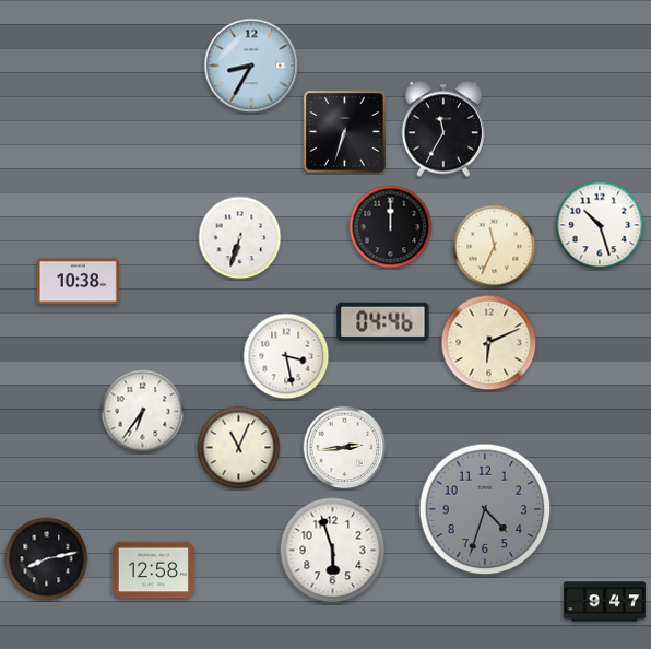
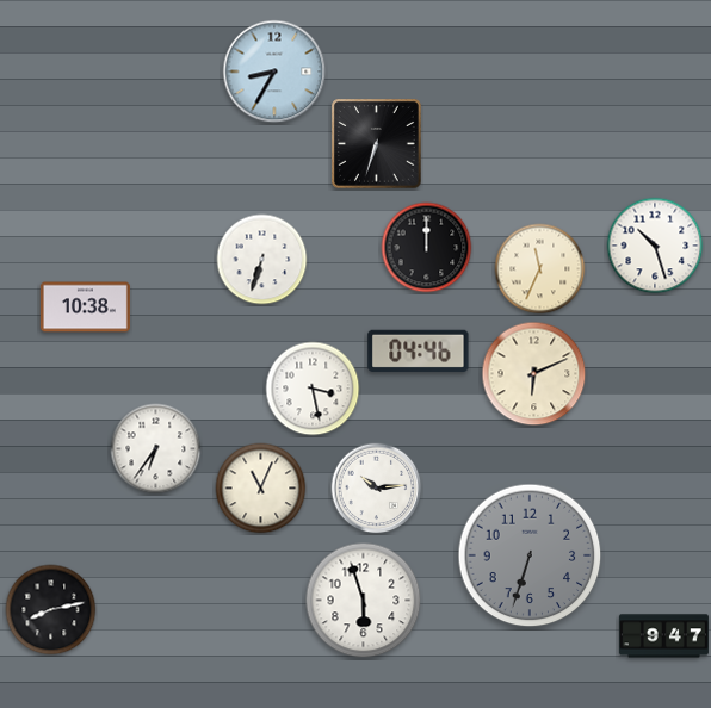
clock at (443, 129): 11:35 -> none
clock at (345, 448): 2:44 -> 10:14
clock at (485, 509): 4:33 -> 6:33
clock at (153, 570): 12:58 -> none
clock at (604, 602) position: (604, 602) -> (663, 636)
